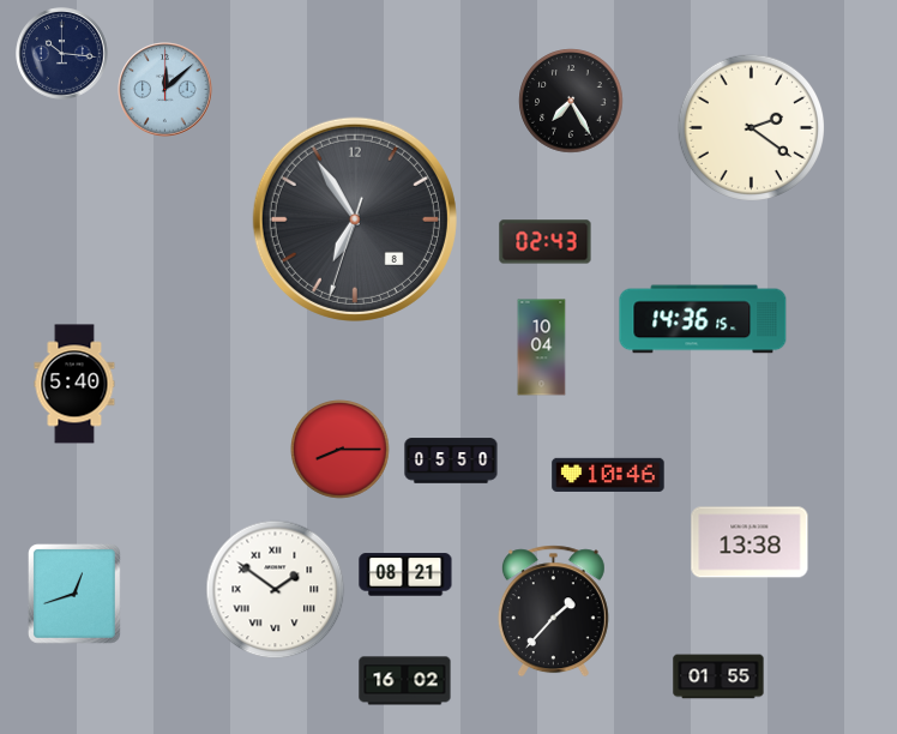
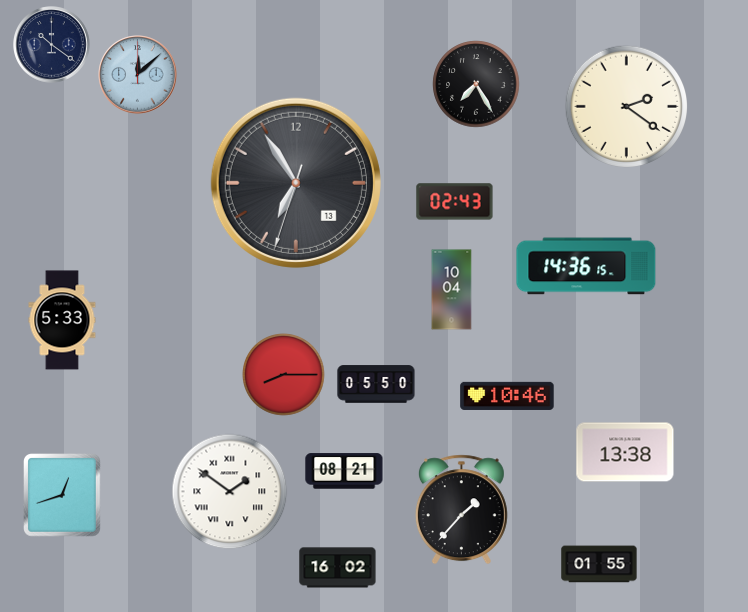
clock at (62, 54): 10:16 -> 10:21
clock at (355, 219) date: 8 -> 13
clock at (74, 384): 5:40 -> 5:33
clock at (405, 574) position: (405, 574) -> (344, 471)
